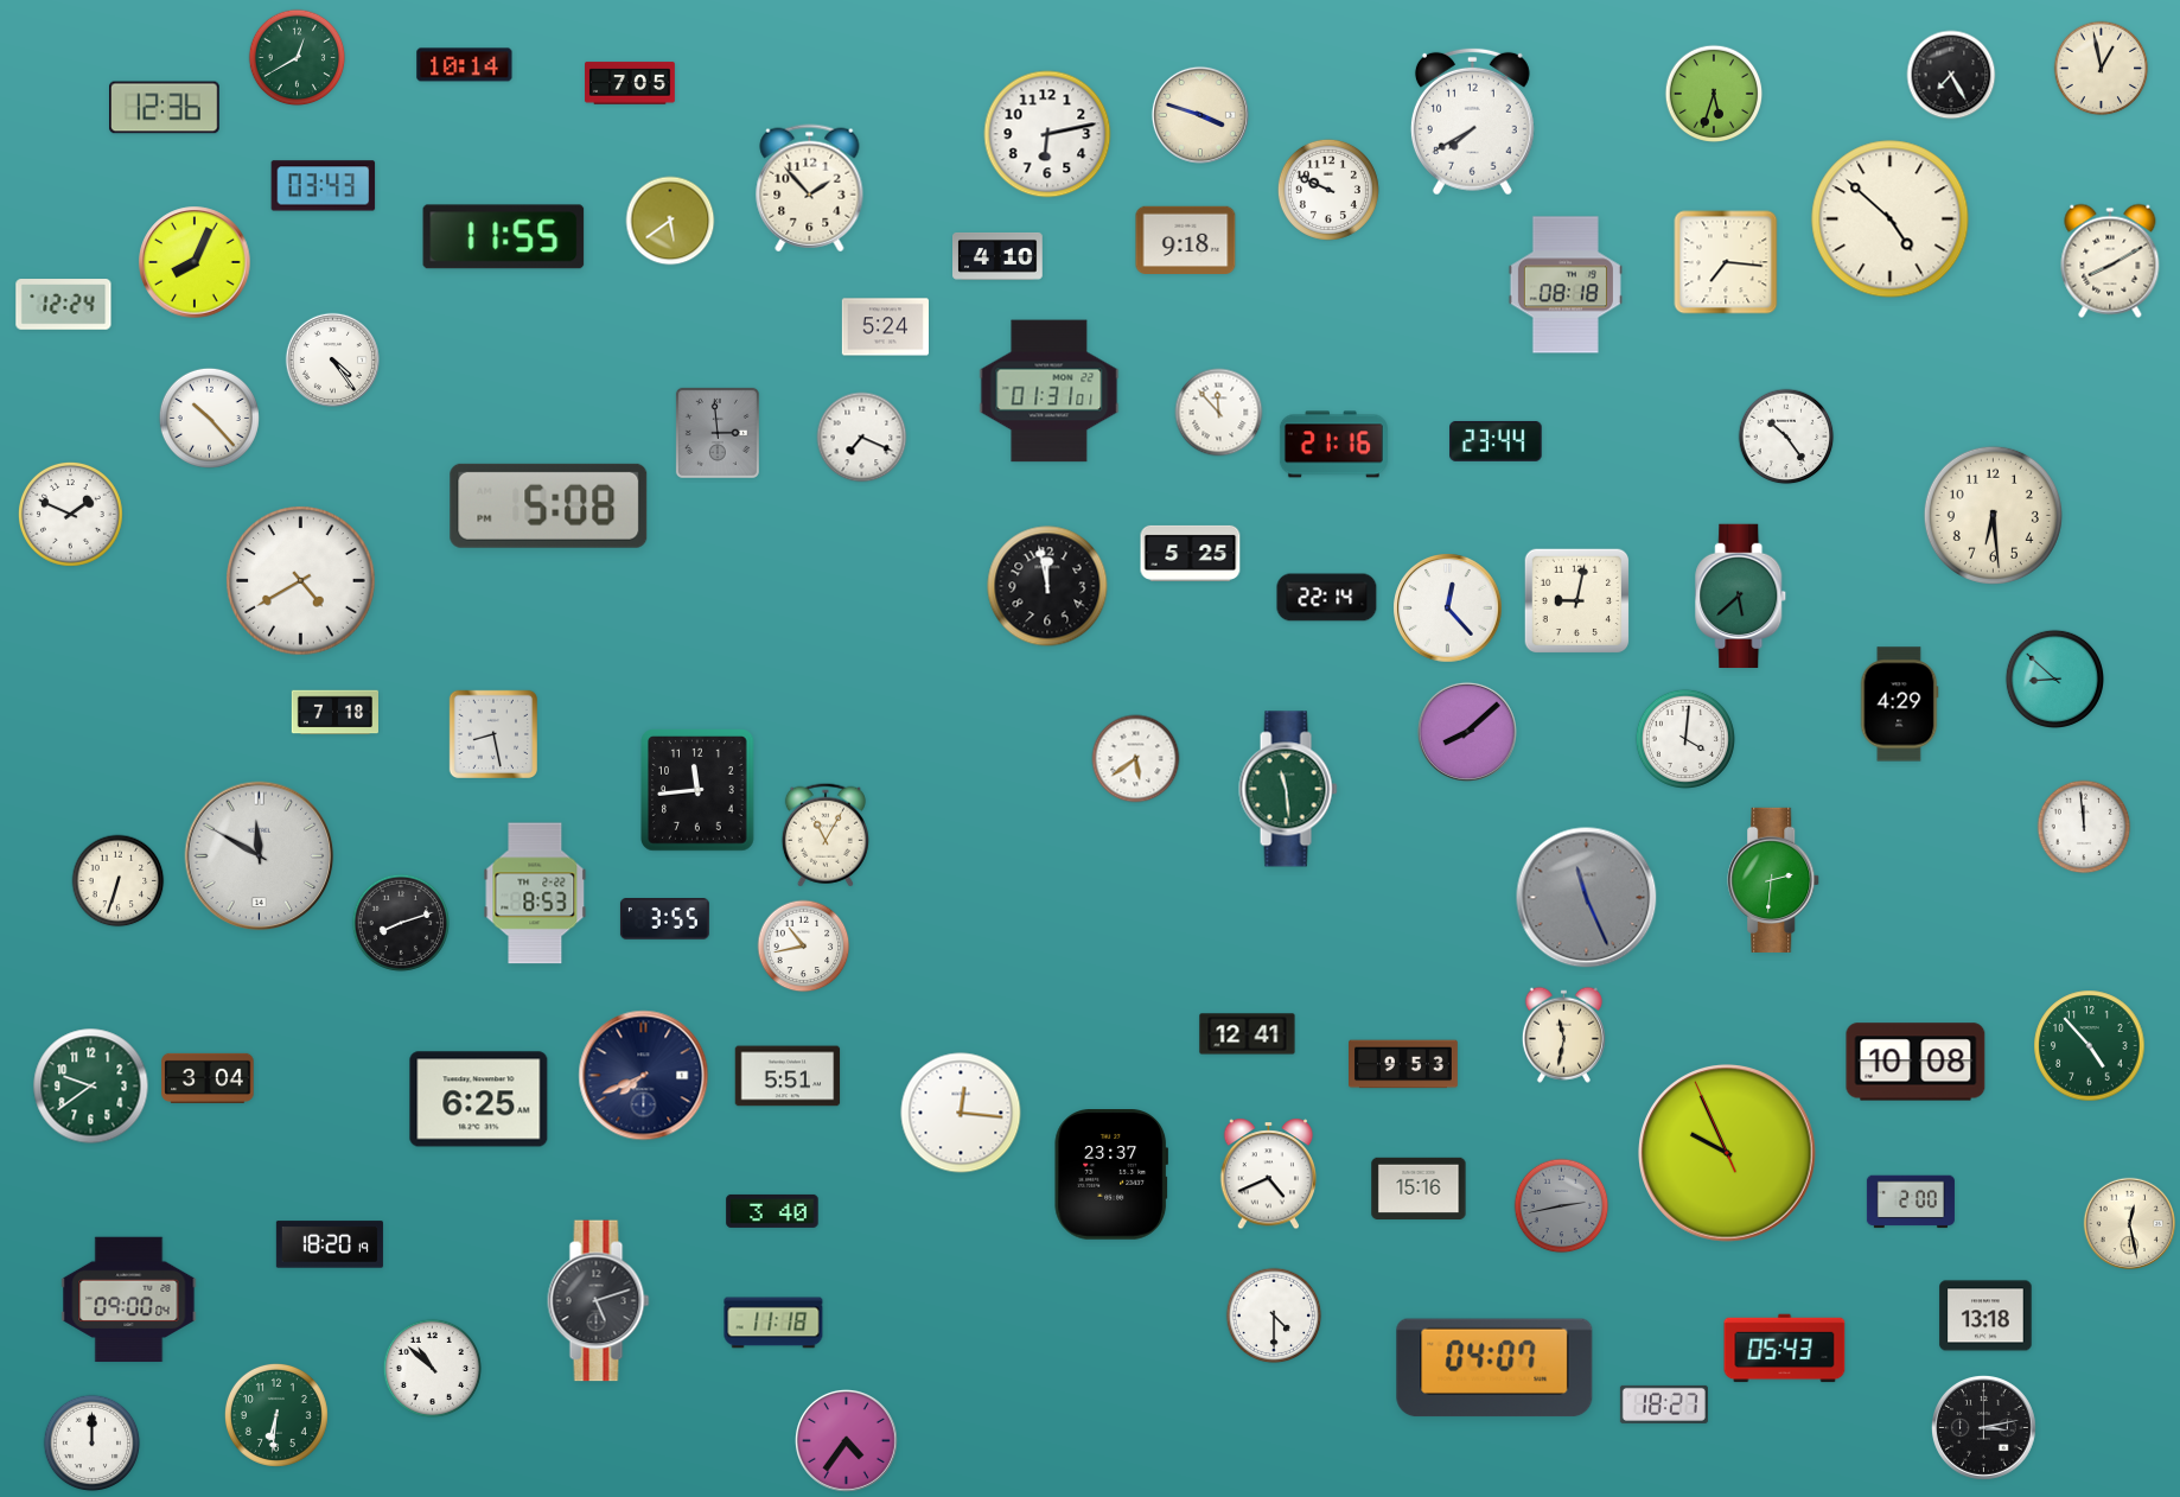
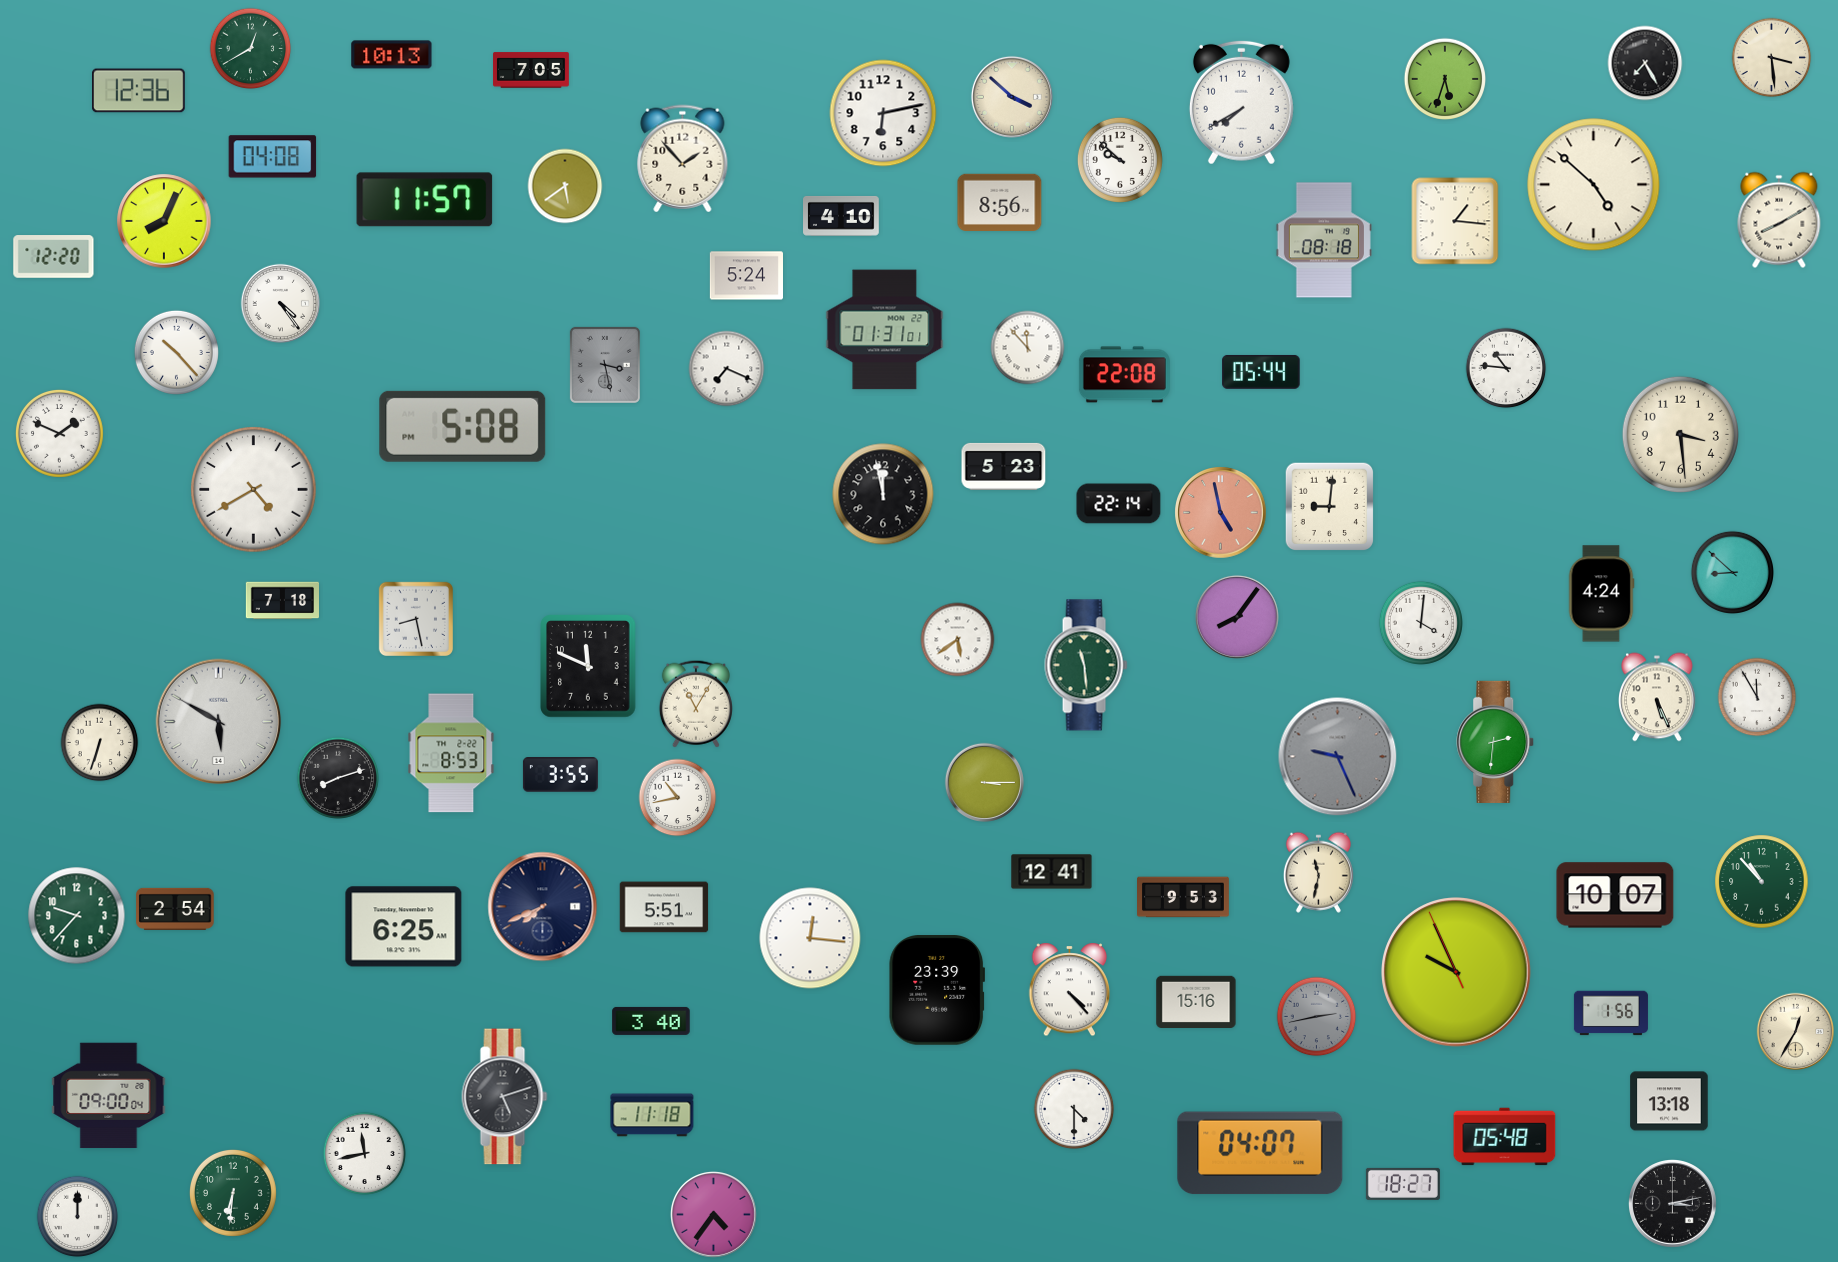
clock at (465, 65): 10:14 -> 10:13
clock at (2102, 69): 12:58 -> 3:29
clock at (1200, 115): 3:48 -> 3:52
clock at (324, 186): 03:43 -> 04:08
clock at (1328, 190): 9:49 -> 9:52
clock at (504, 237): 11:55 -> 11:57
clock at (1186, 240): 9:18 -> 8:56
clock at (1726, 262): 7:16 -> 1:16
clock at (1566, 285) position: (1566, 285) -> (1324, 240)
clock at (64, 305): 12:24 -> 12:20
clock at (718, 433): 2:59 -> 3:28
clock at (1786, 437): 10:24 -> 10:46
clock at (1496, 441): 23:44 -> 05:44
clock at (1333, 445): 21:16 -> 22:08
clock at (1993, 515): 6:29 -> 3:29
clock at (1191, 553): 5:25 -> 5:23
clock at (1741, 597): 5:38 -> none
clock at (1577, 601): 9:02 -> 9:01
clock at (1448, 609): 12:23 -> 4:58
clock at (1448, 609) dial: white -> salmon
clock at (1899, 705): 4:29 -> 4:24
clock at (1467, 732): 8:08 -> 8:06
clock at (697, 790): 11:44 -> 11:49
clock at (1658, 697): none -> 5:26
clock at (2084, 827): 11:59 -> 11:55
clock at (260, 856): 11:50 -> 5:50
clock at (1587, 898): 11:26 -> 9:26
clock at (984, 782): none -> 3:15
clock at (2090, 1046): 4:53 -> 10:53
clock at (1916, 1062): 10:08 -> 10:07
clock at (208, 1078): 3:04 -> 2:54
clock at (91, 1087): 9:39 -> 9:37
clock at (1269, 1174): 4:41 -> 4:23
clock at (1110, 1176): 23:37 -> 23:39
clock at (1911, 1202): 2:00 -> 1:56
clock at (2130, 1224): 12:28 -> 12:35
clock at (330, 1244): 18:20 -> none
clock at (1985, 1316) position: (1985, 1316) -> (1669, 1101)
clock at (1785, 1349): 05:43 -> 05:48
clock at (432, 1368): 10:52 -> 11:43
